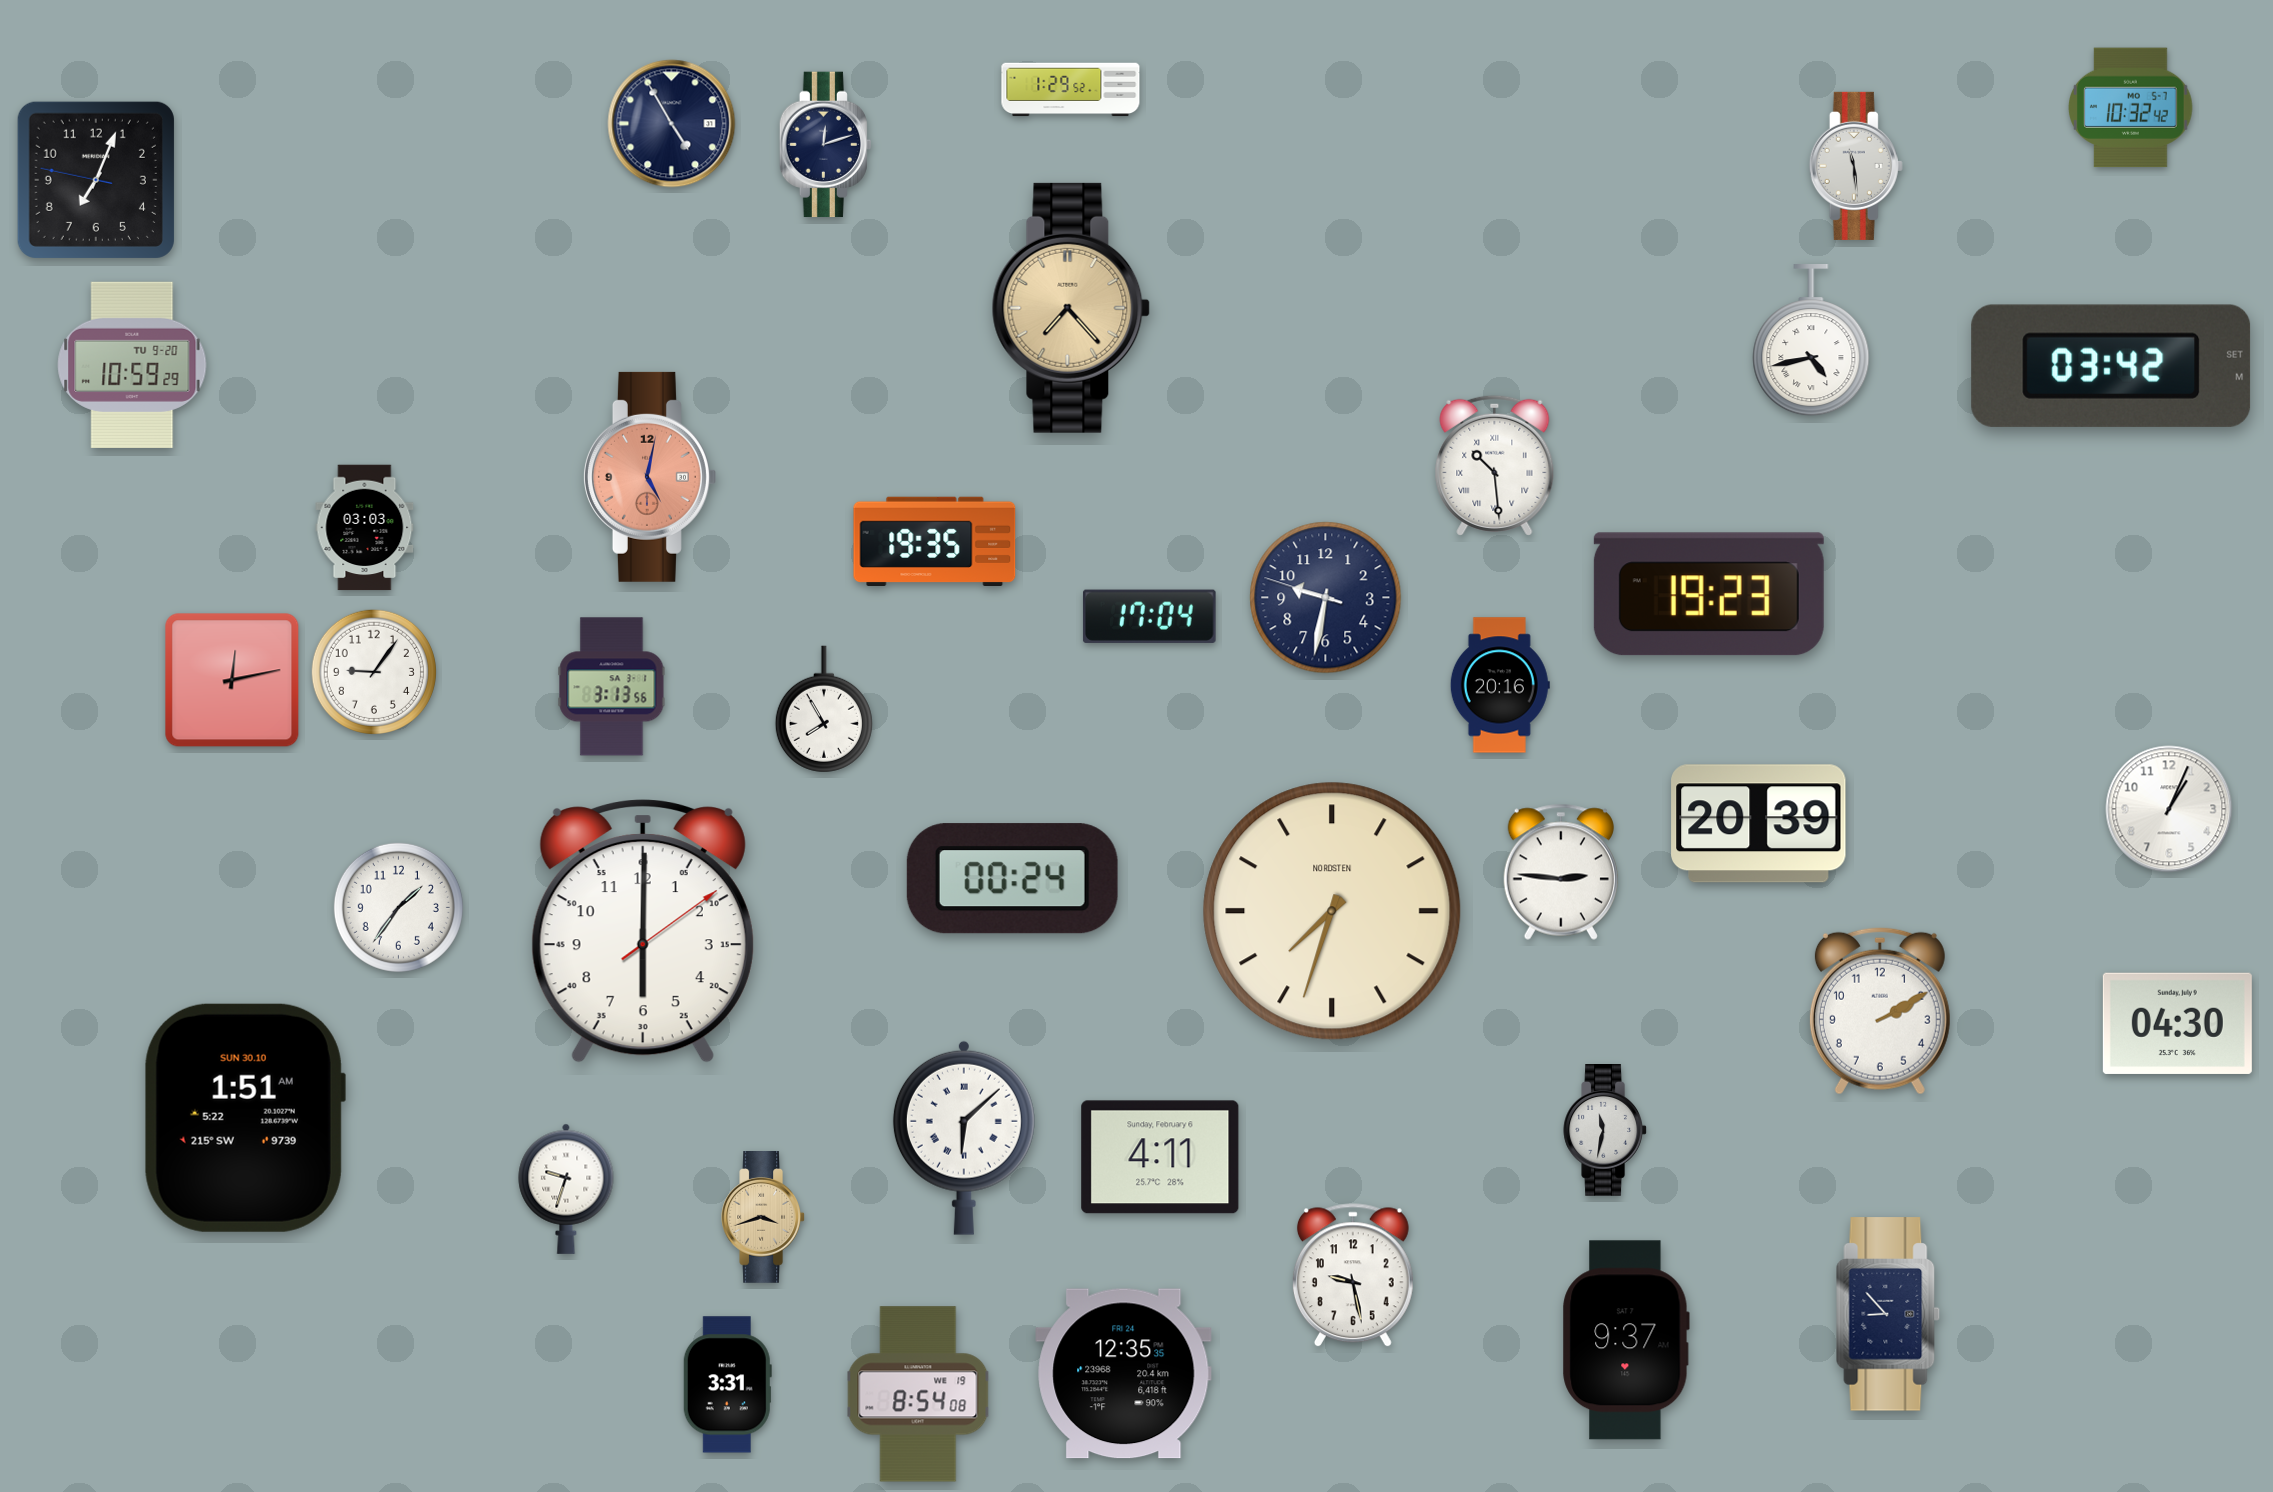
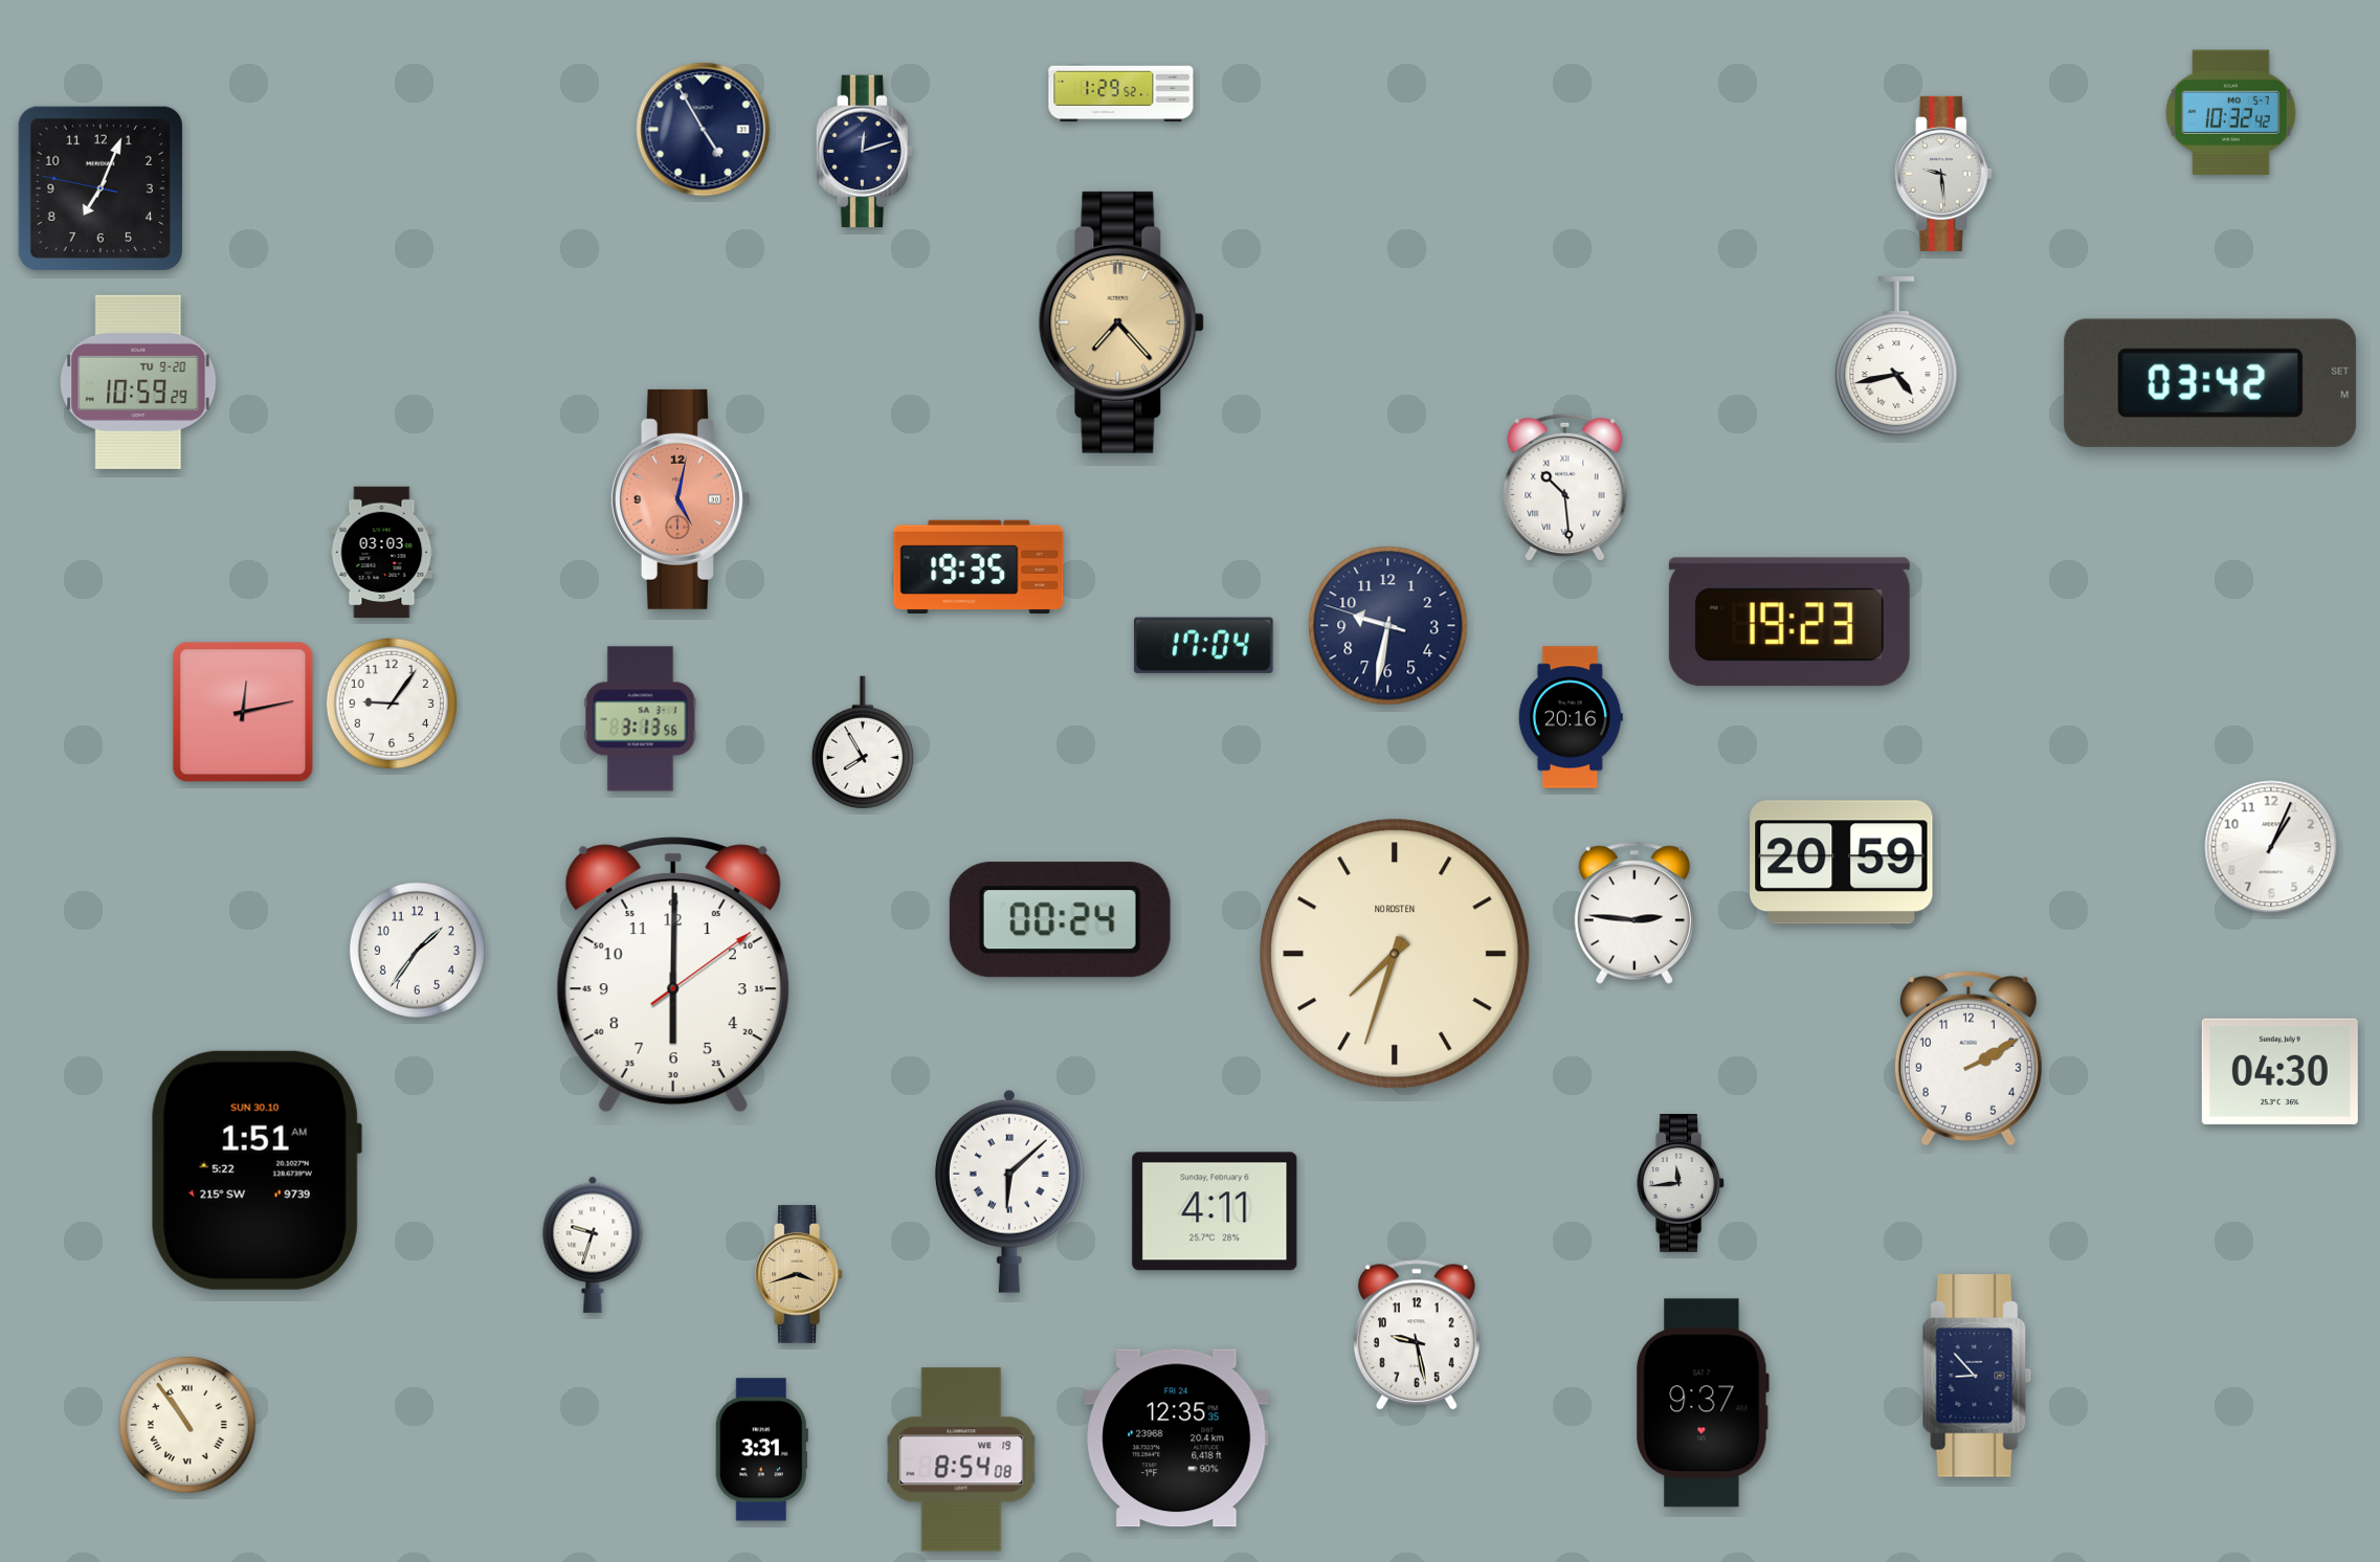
clock at (1856, 166): 11:29 -> 9:29
clock at (1759, 824): 20:39 -> 20:59
clock at (1605, 1131): 11:32 -> 11:44
clock at (187, 1425): none -> 10:54
